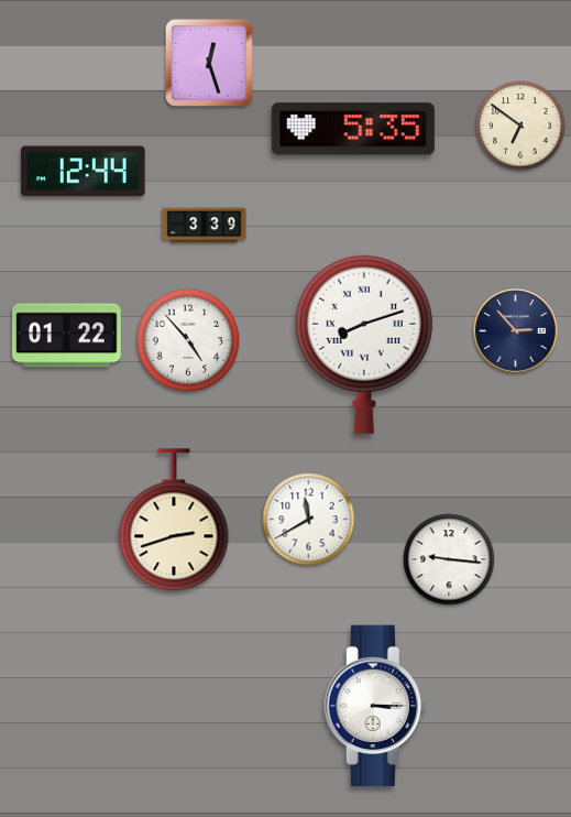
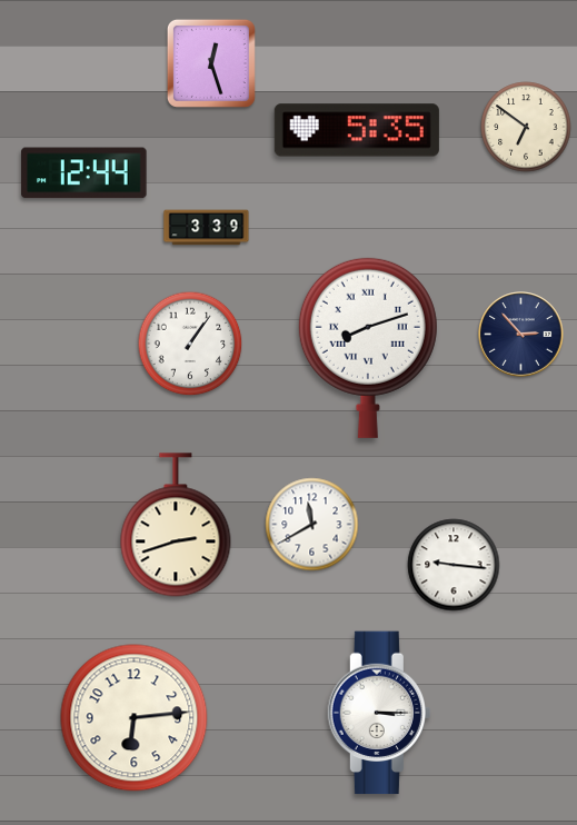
clock at (67, 336): 01:22 -> none
clock at (188, 340): 4:53 -> 1:06
clock at (135, 718): none -> 6:14
